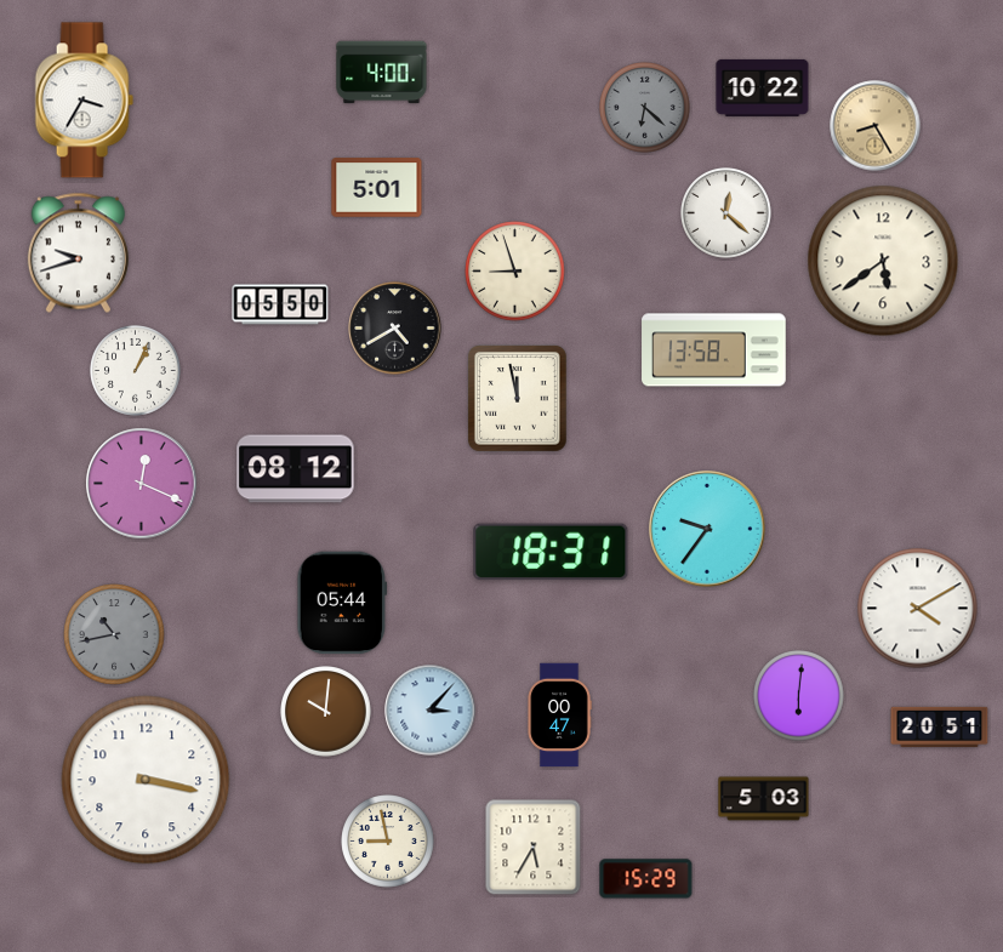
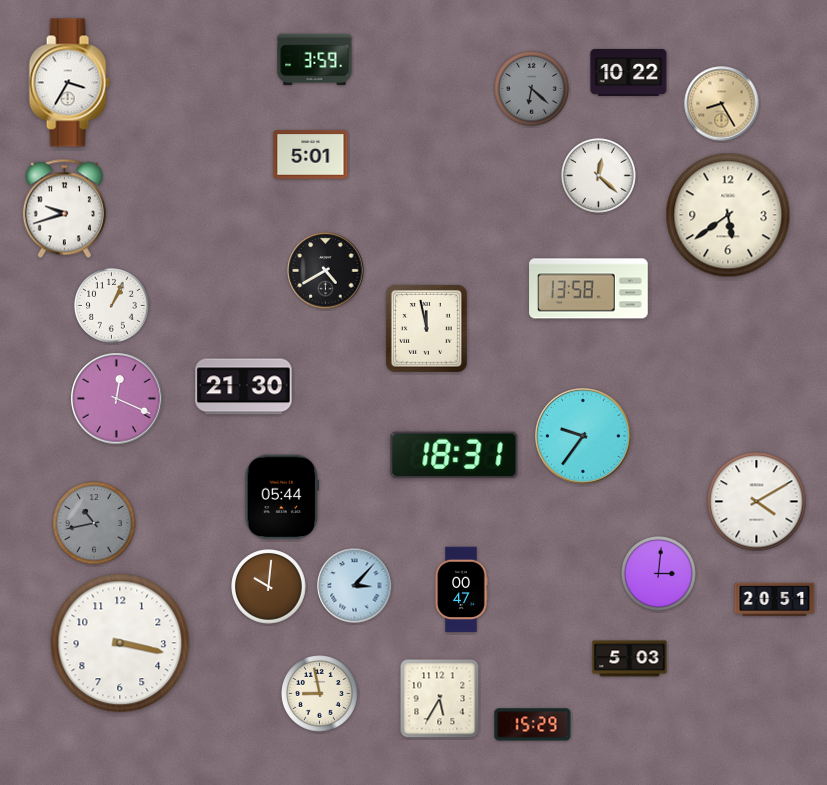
clock at (382, 73): 4:00 -> 3:59
clock at (515, 272): 8:57 -> none
clock at (280, 304): 05:50 -> none
clock at (296, 469): 08:12 -> 21:30
clock at (799, 696): 6:01 -> 3:01
